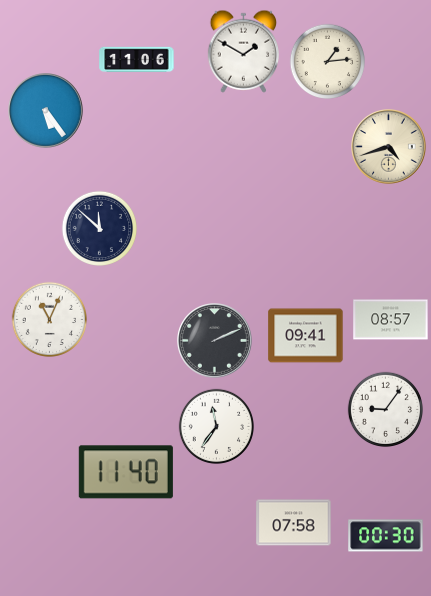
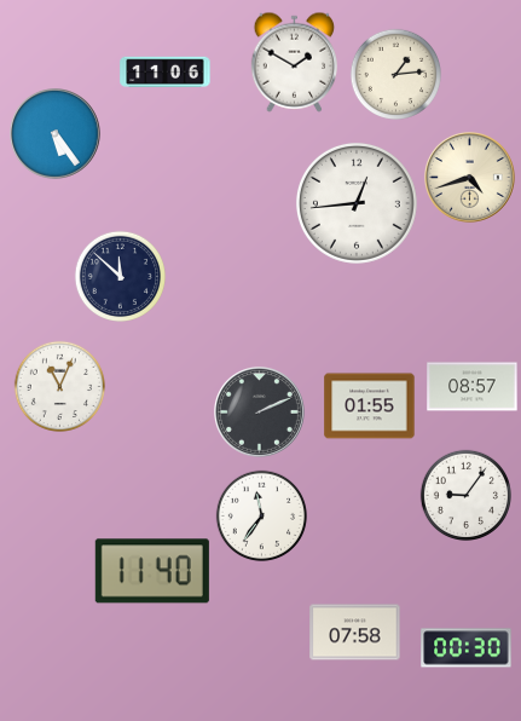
clock at (357, 203): none -> 12:44
clock at (306, 336): 09:41 -> 01:55
